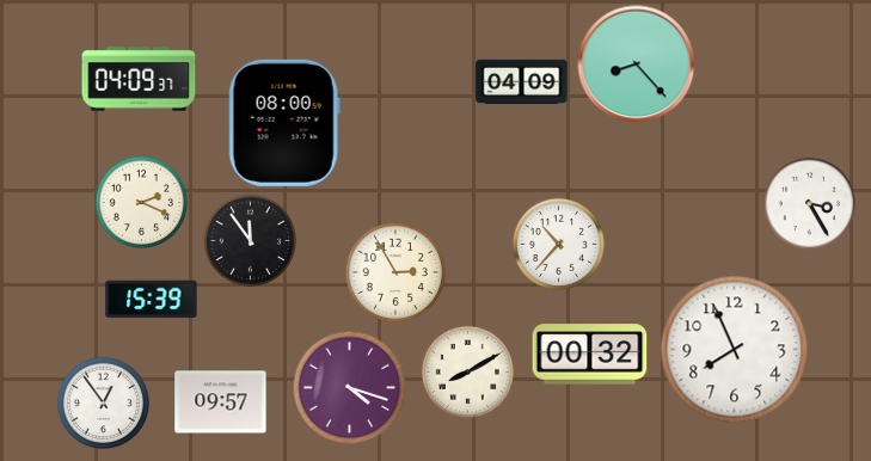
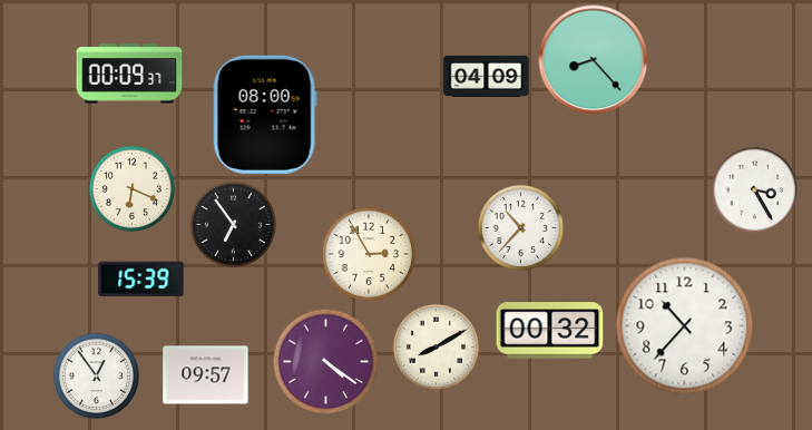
clock at (139, 79): 04:09 -> 00:09
clock at (141, 202): 2:19 -> 6:19
clock at (250, 240): 11:54 -> 6:54
clock at (735, 350): 7:56 -> 10:37
clock at (349, 387): 4:18 -> 4:21
